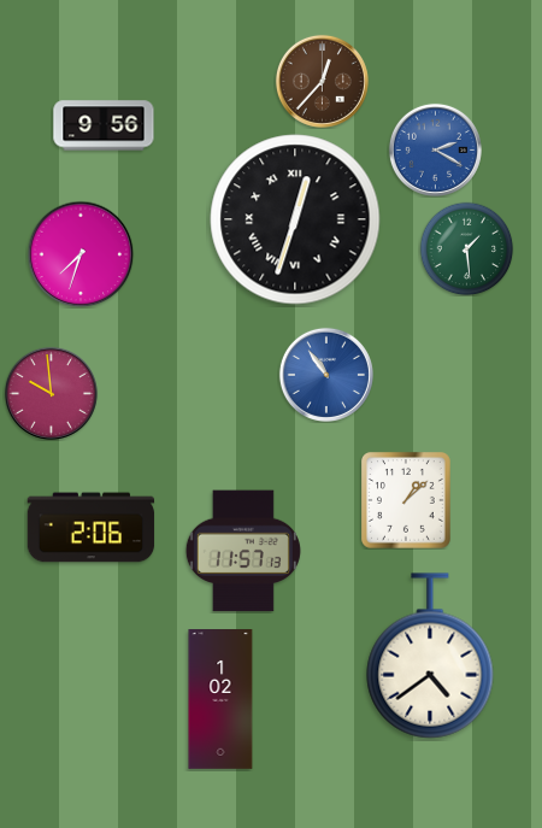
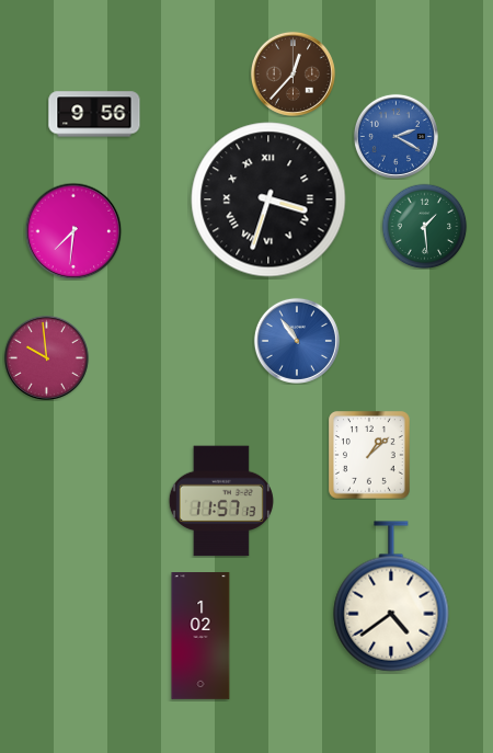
clock at (295, 219): 12:33 -> 3:33
clock at (81, 254): 7:33 -> 7:31
clock at (92, 528): 2:06 -> none
